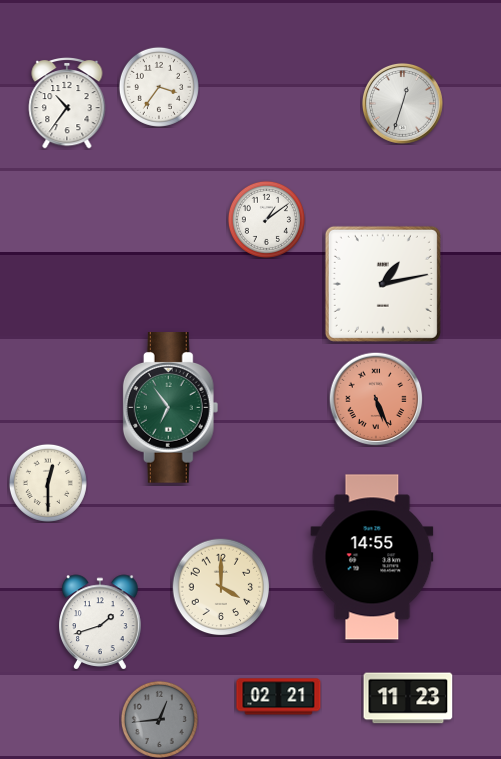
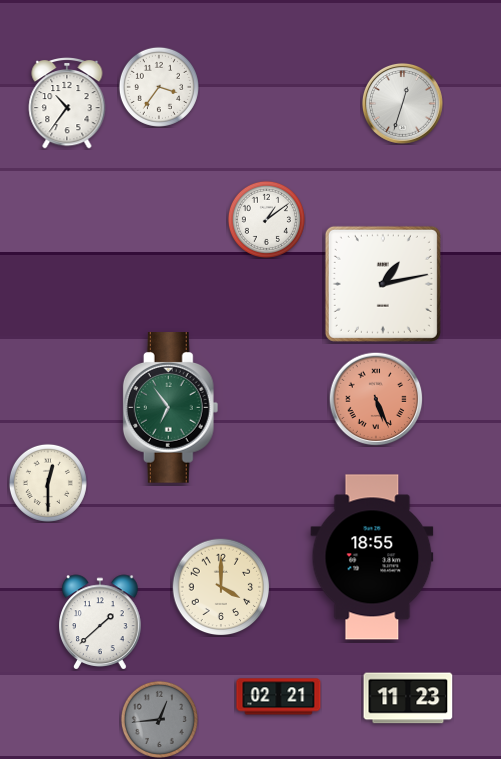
clock at (372, 557): 14:55 -> 18:55
clock at (101, 622): 1:42 -> 1:38
